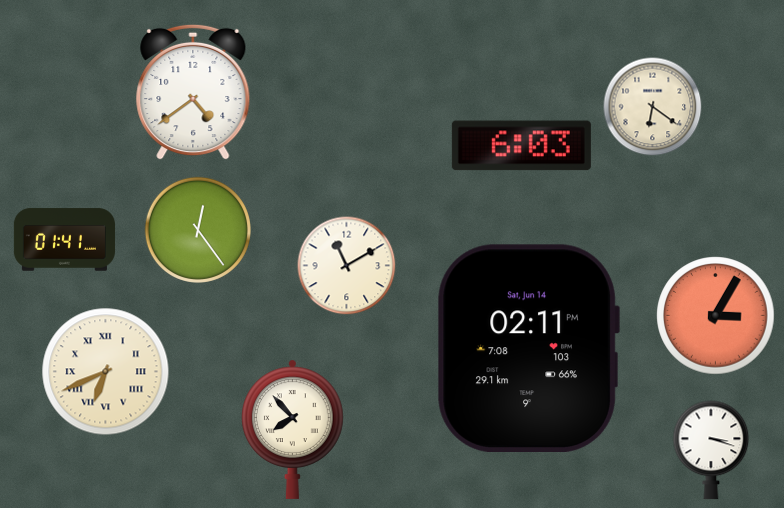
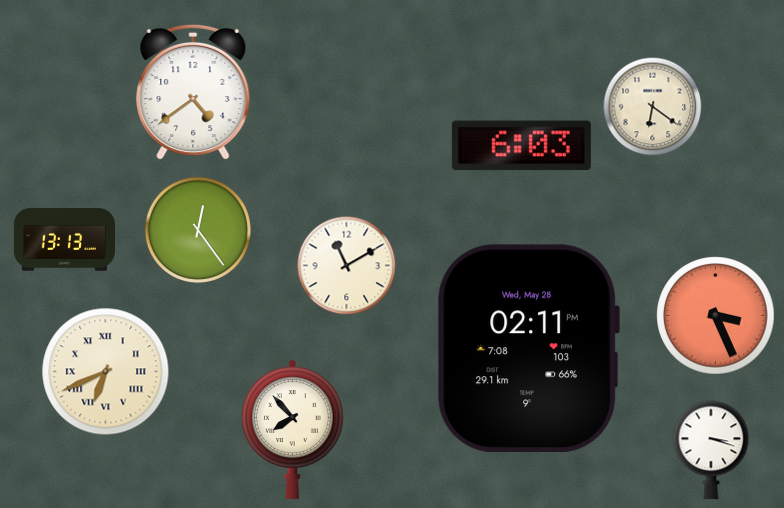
clock at (64, 240): 01:41 -> 13:13
clock at (716, 316): 3:05 -> 3:26
clock at (528, 348) date: Sat, Jun 14 -> Wed, May 28
